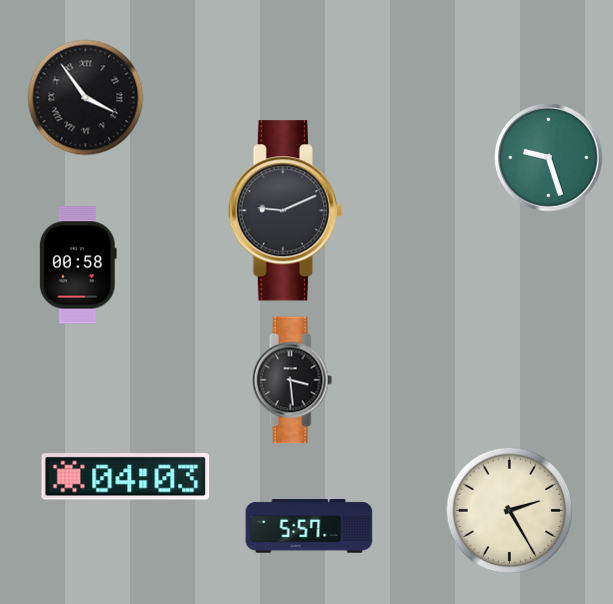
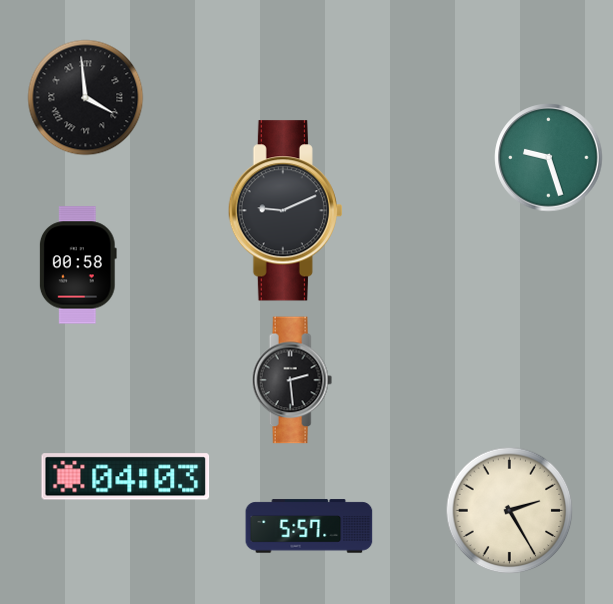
clock at (86, 98): 3:54 -> 3:59
clock at (292, 380): 3:29 -> 2:29
